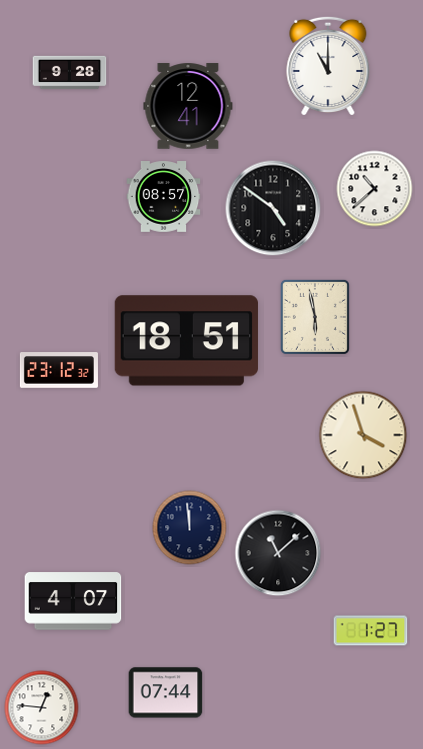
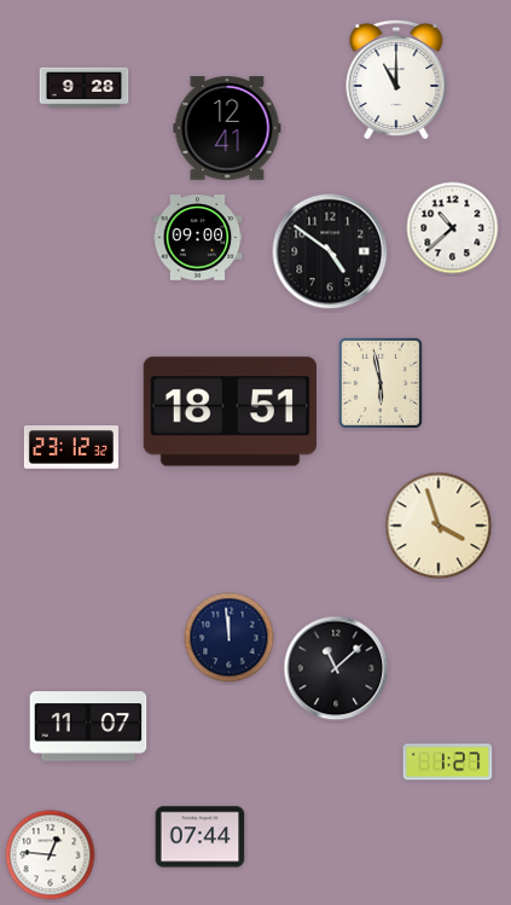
clock at (164, 197): 08:57 -> 09:00
clock at (186, 341) position: (186, 341) -> (230, 412)
clock at (73, 601): 4:07 -> 11:07
